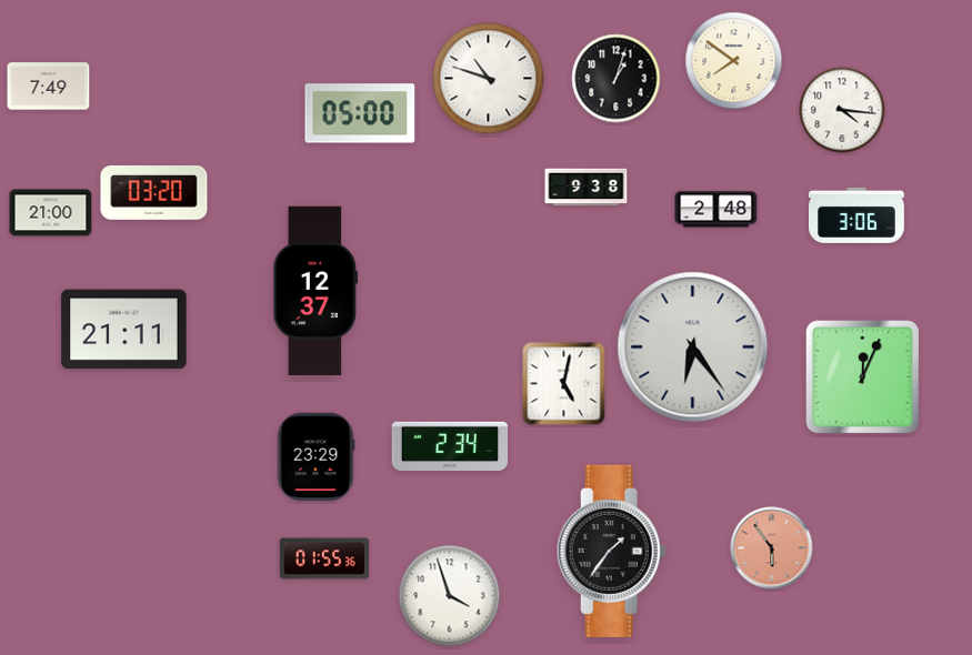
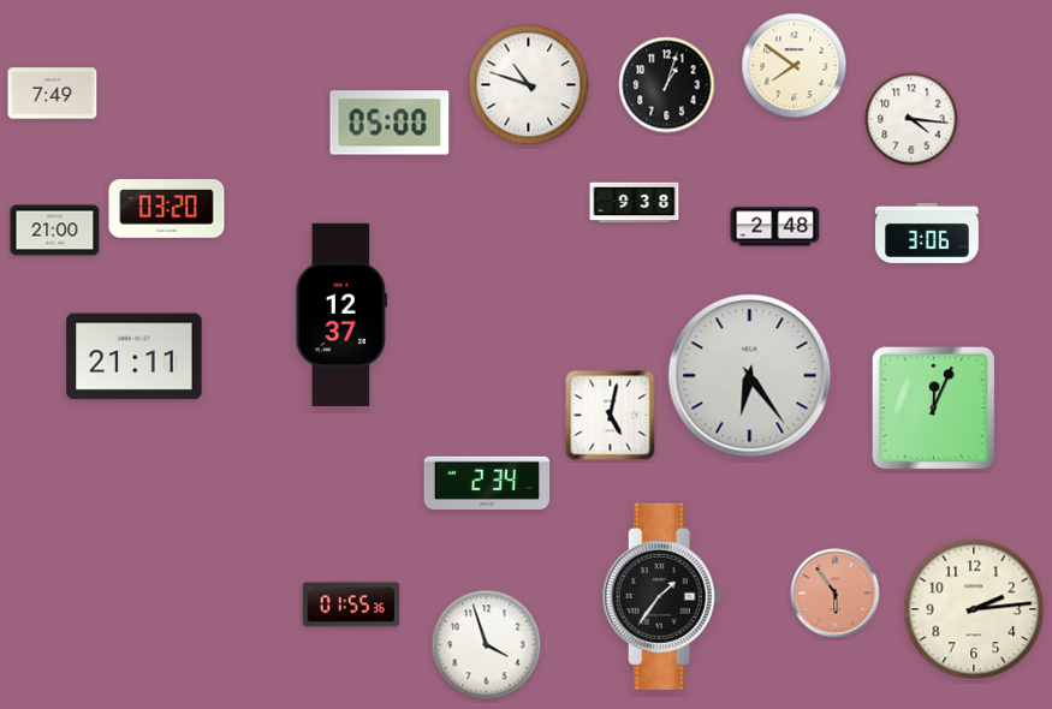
clock at (315, 457): 23:29 -> none
clock at (974, 609): none -> 2:14
